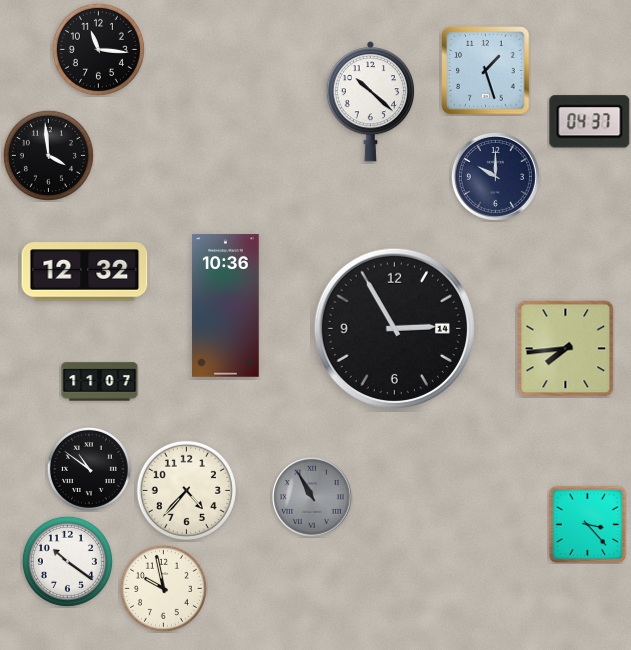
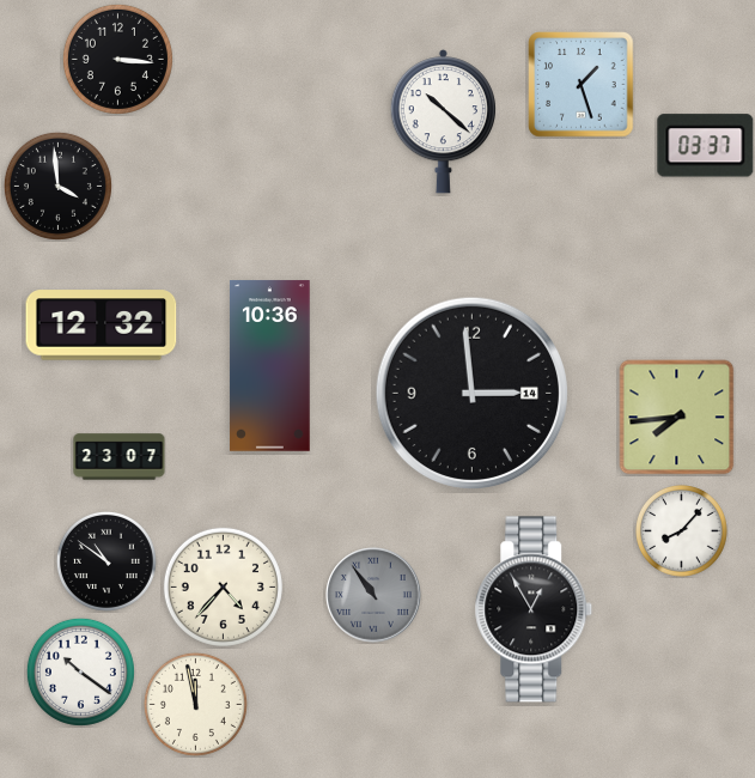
clock at (98, 49): 11:16 -> 3:16
clock at (590, 122): 04:37 -> 03:37
clock at (495, 176): 10:00 -> none
clock at (395, 329): 2:55 -> 2:59
clock at (100, 382): 11:07 -> 23:07
clock at (682, 531): none -> 8:07
clock at (312, 497): 10:55 -> 10:54
clock at (534, 609): none -> 12:55
clock at (587, 524): 3:23 -> none
clock at (163, 588): 9:58 -> 11:58
